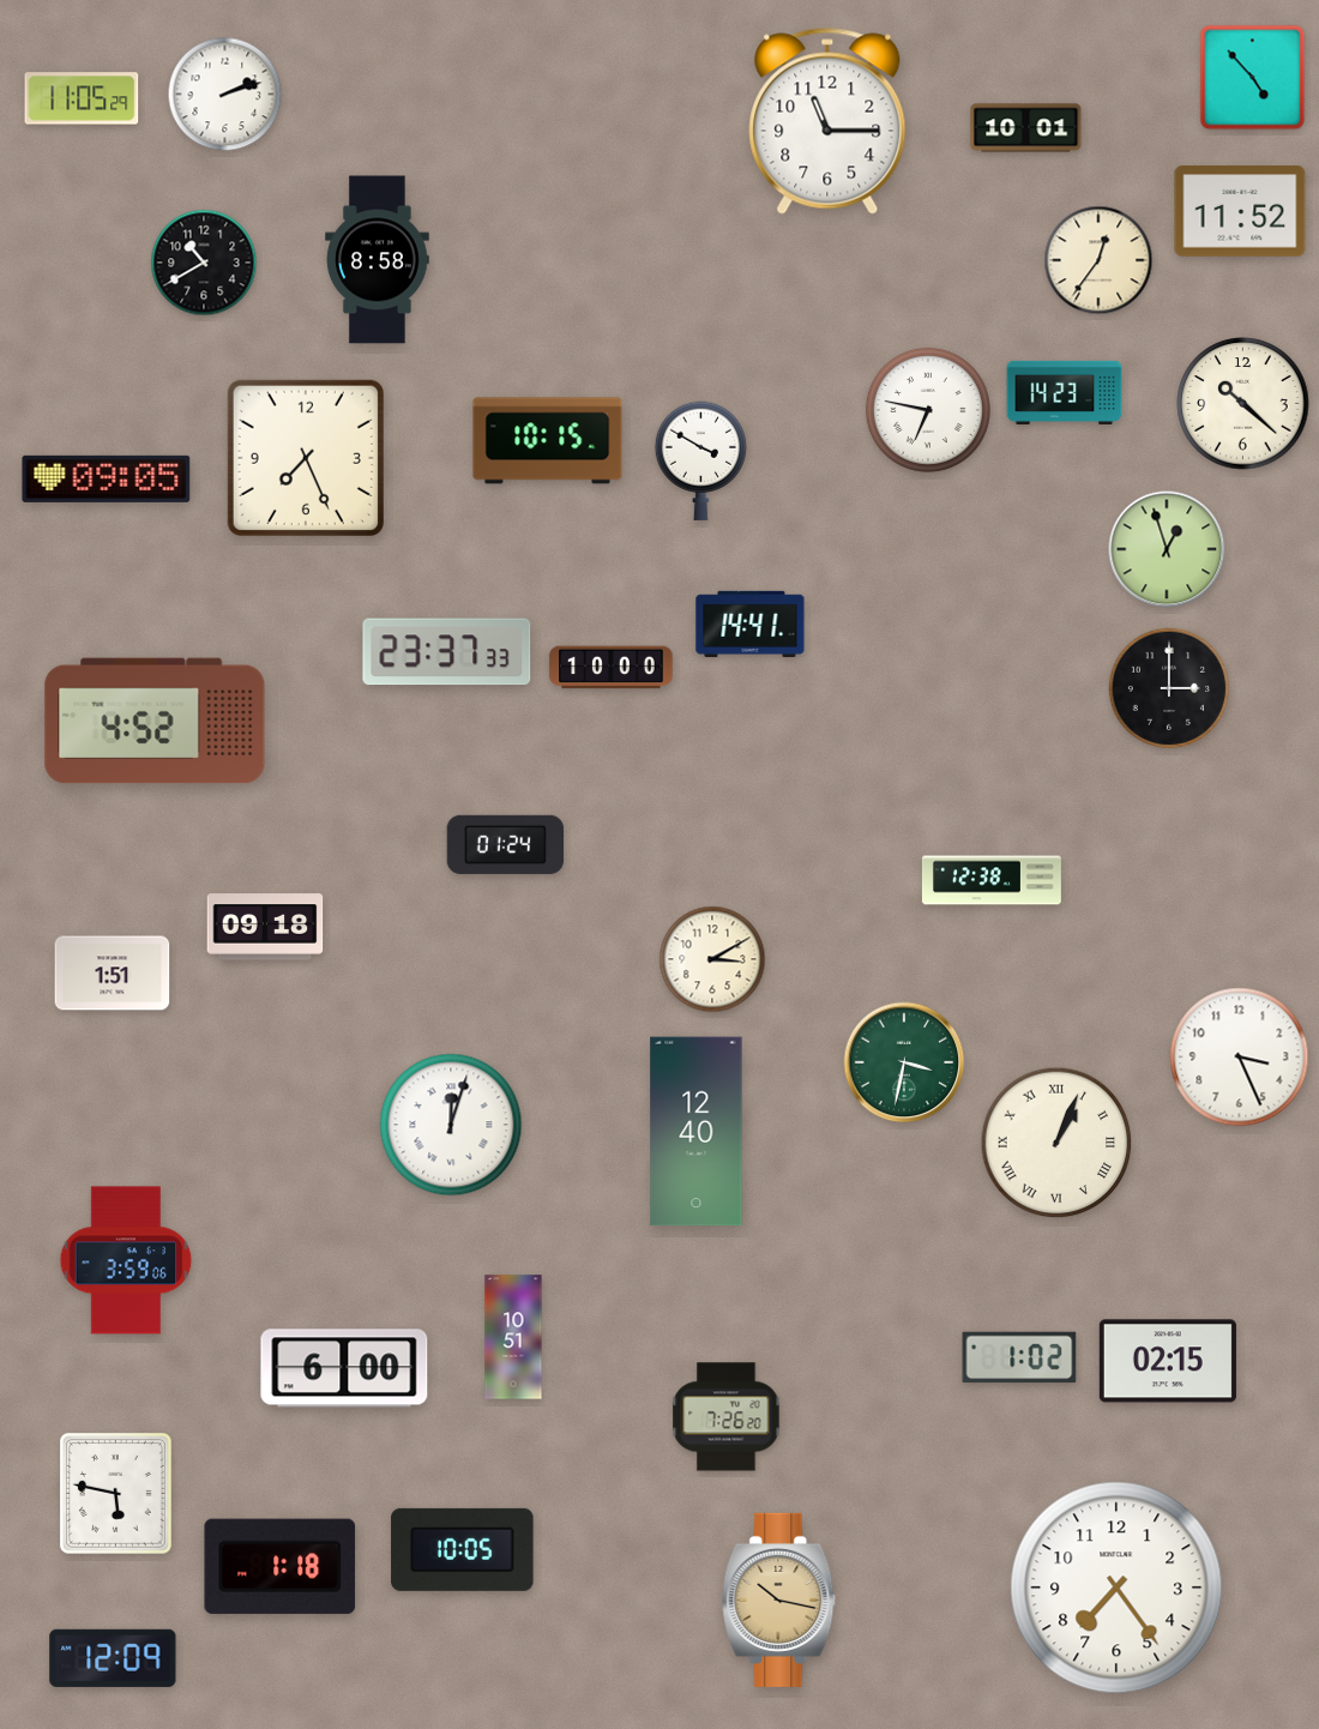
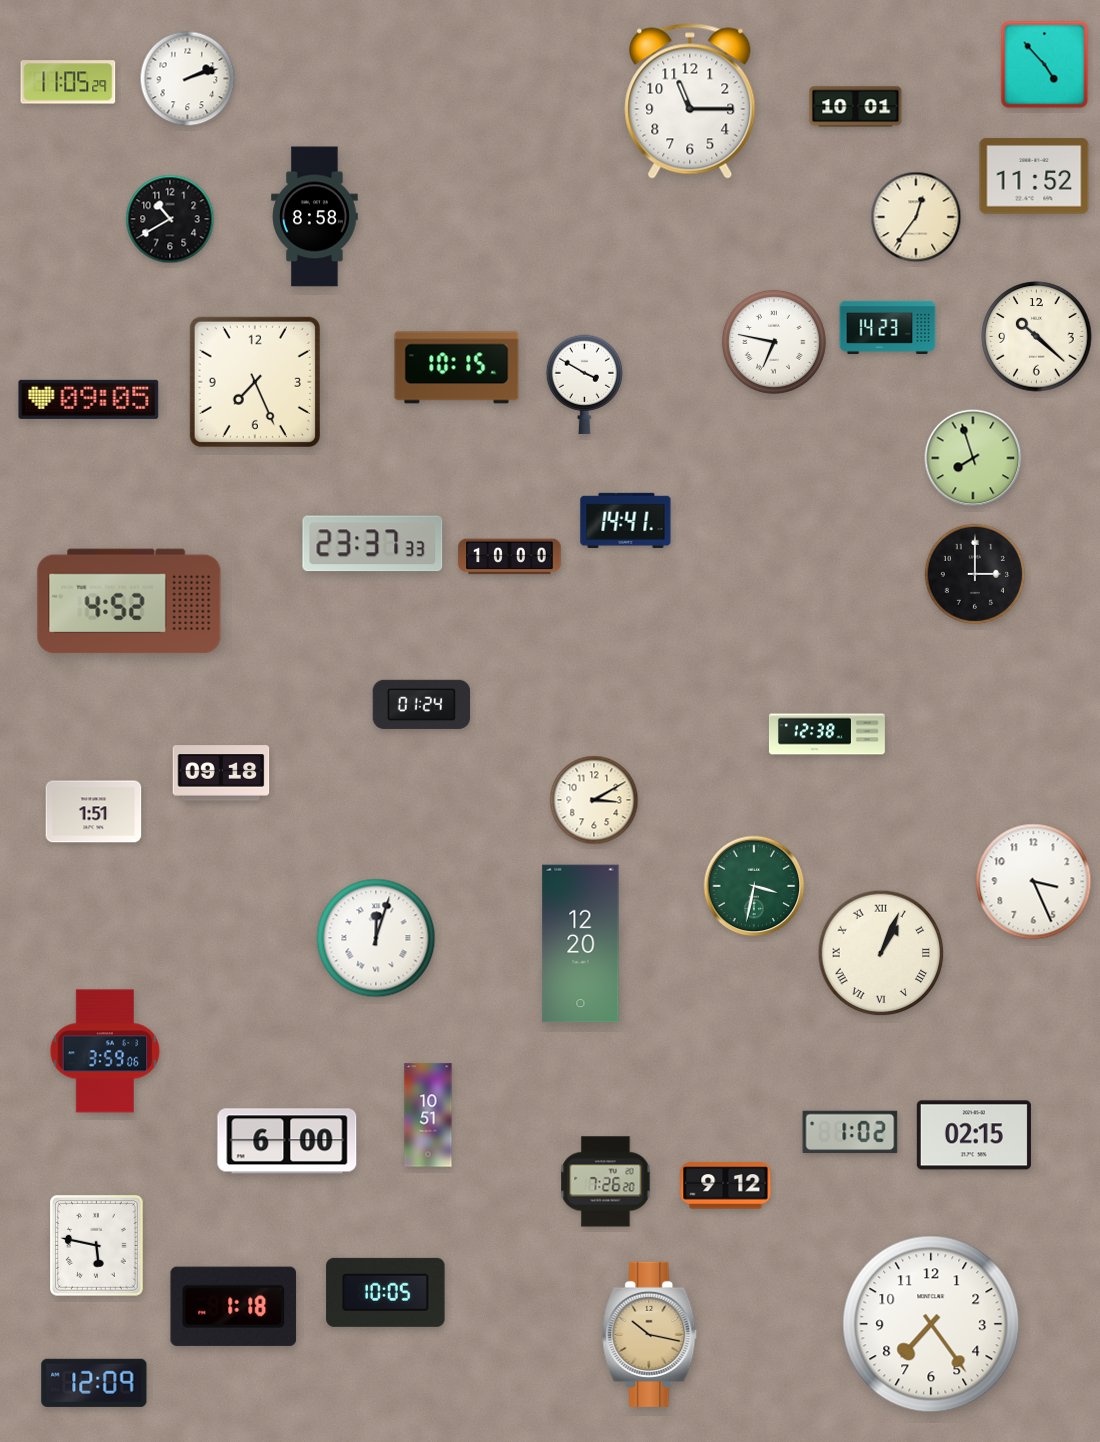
clock at (1167, 549): 12:57 -> 7:57
clock at (697, 1132): 12:40 -> 12:20
clock at (726, 1186): none -> 9:12
